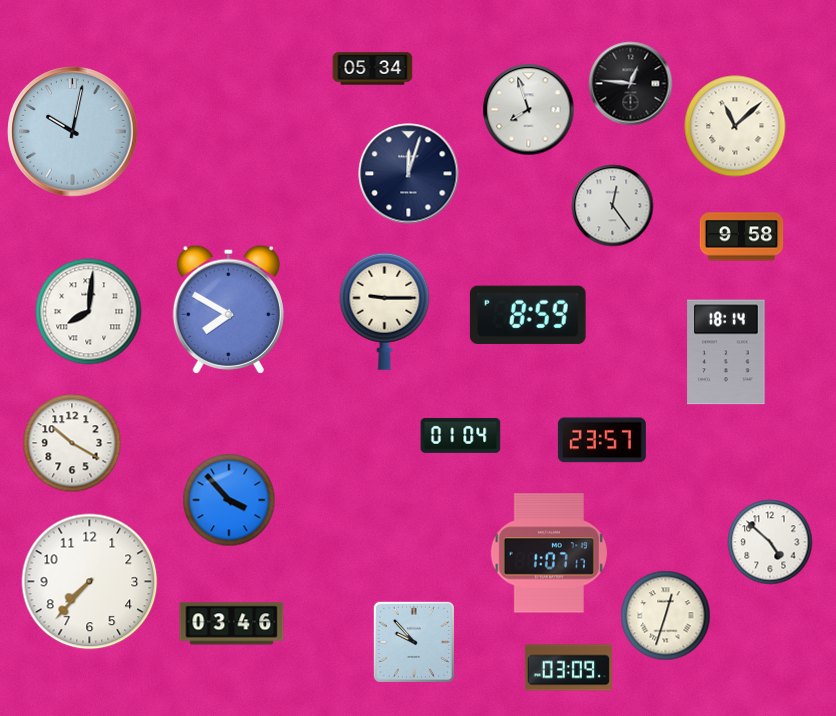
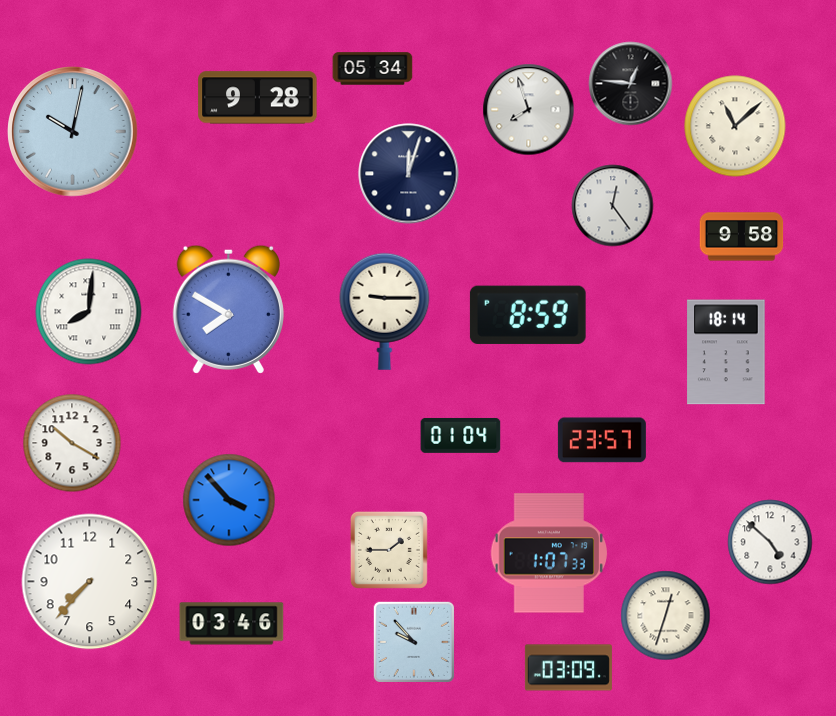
clock at (258, 98): none -> 9:28
clock at (389, 550): none -> 1:45
clock at (548, 553): 1:07:17 -> 1:07:33
